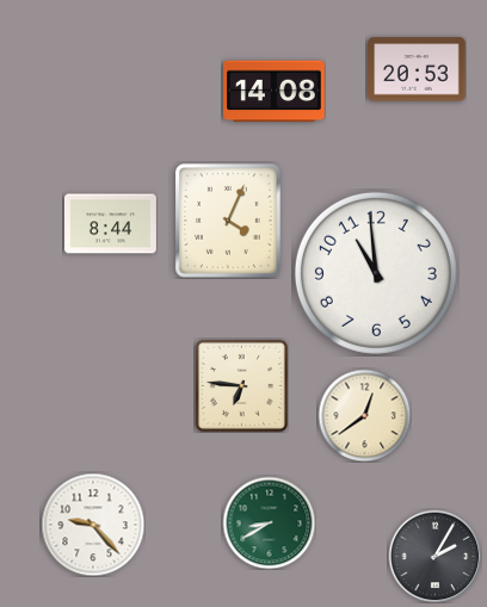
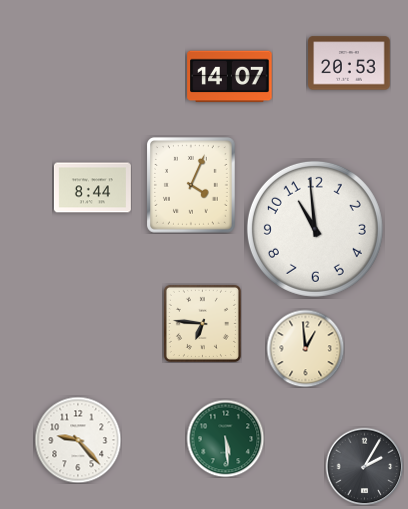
clock at (417, 69) position: (417, 69) -> (349, 63)
clock at (275, 92): 14:08 -> 14:07
clock at (364, 415): 12:39 -> 12:59
clock at (269, 522): 8:40 -> 5:29
